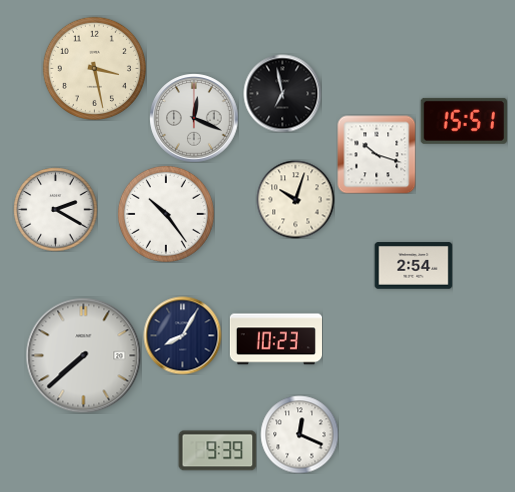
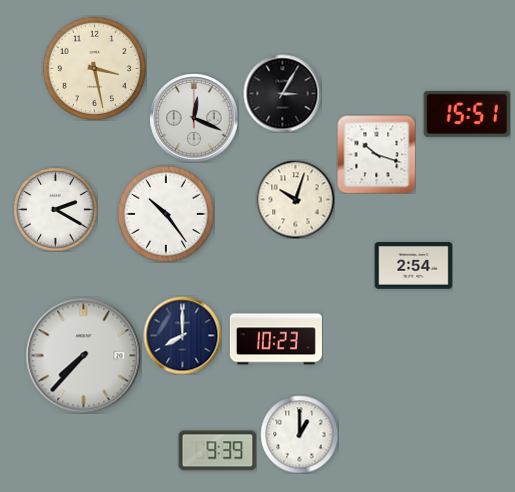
clock at (282, 93): 6:58 -> 3:05
clock at (464, 121) position: (464, 121) -> (467, 114)
clock at (182, 335): 8:05 -> 8:00
clock at (83, 355): 7:38 -> 7:37
clock at (299, 434): 12:19 -> 1:00
